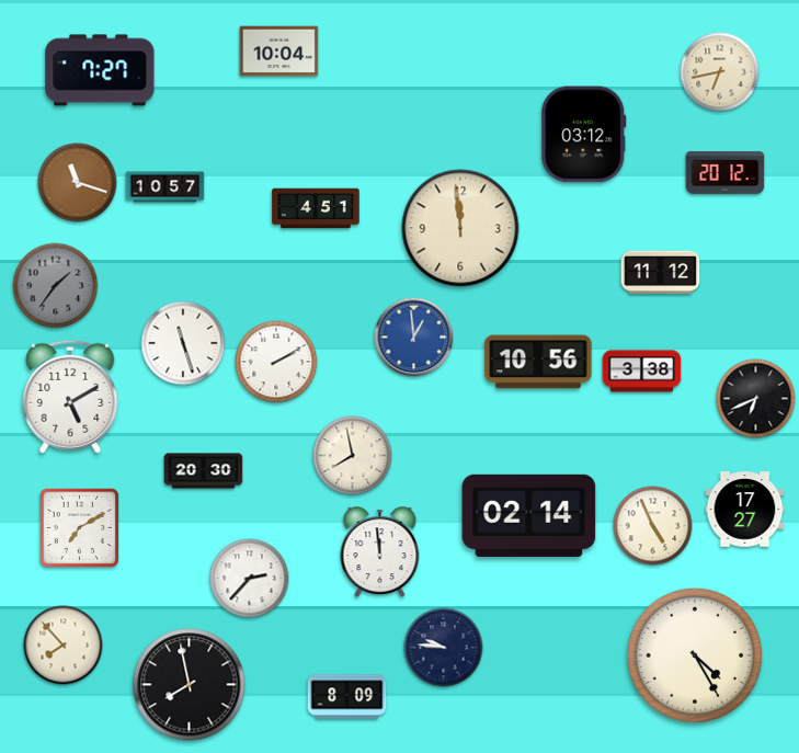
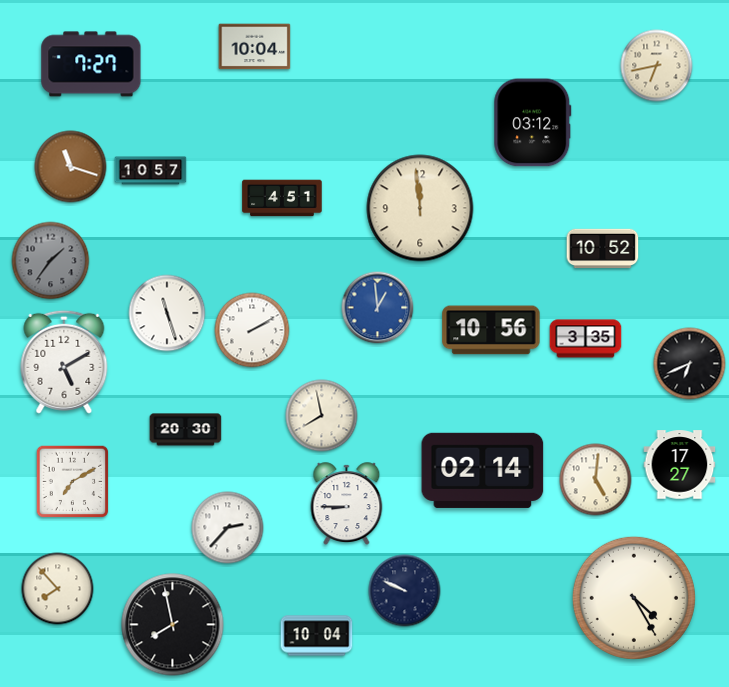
clock at (726, 172): 20:12 -> none
clock at (316, 208) position: (316, 208) -> (282, 198)
clock at (661, 273): 11:12 -> 10:52
clock at (642, 372): 3:38 -> 3:35
clock at (653, 526): 4:56 -> 5:01
clock at (380, 551): 11:59 -> 8:45
clock at (444, 648): 9:46 -> 9:49
clock at (347, 697): 8:09 -> 10:04
